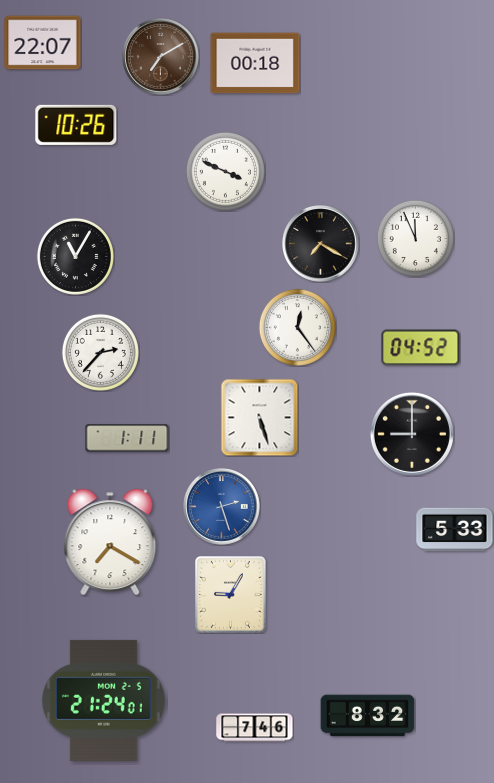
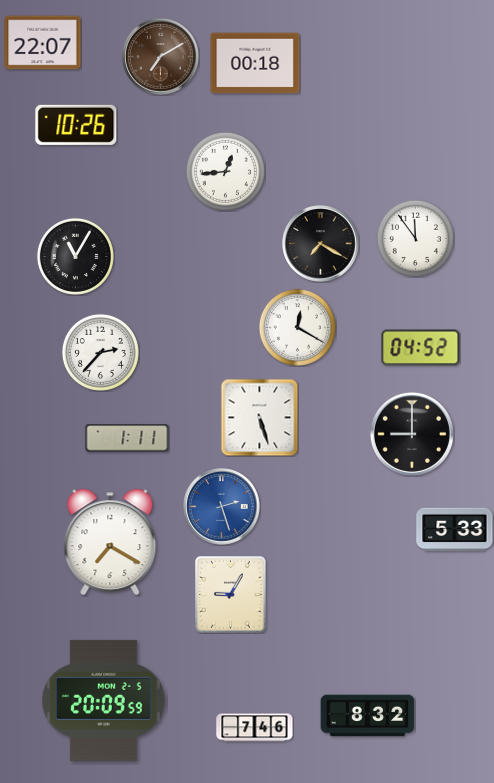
clock at (225, 171): 3:49 -> 12:44
clock at (415, 238): 11:56 -> 11:54
clock at (297, 327): 12:24 -> 12:20
clock at (103, 700): 21:24 -> 20:09
